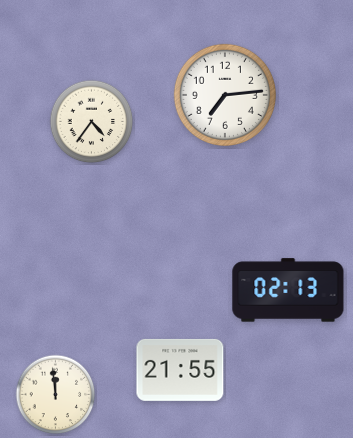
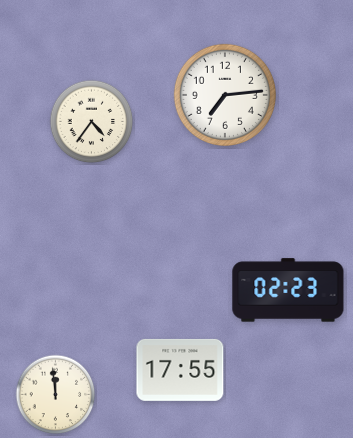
clock at (288, 290): 02:13 -> 02:23
clock at (180, 370): 21:55 -> 17:55
